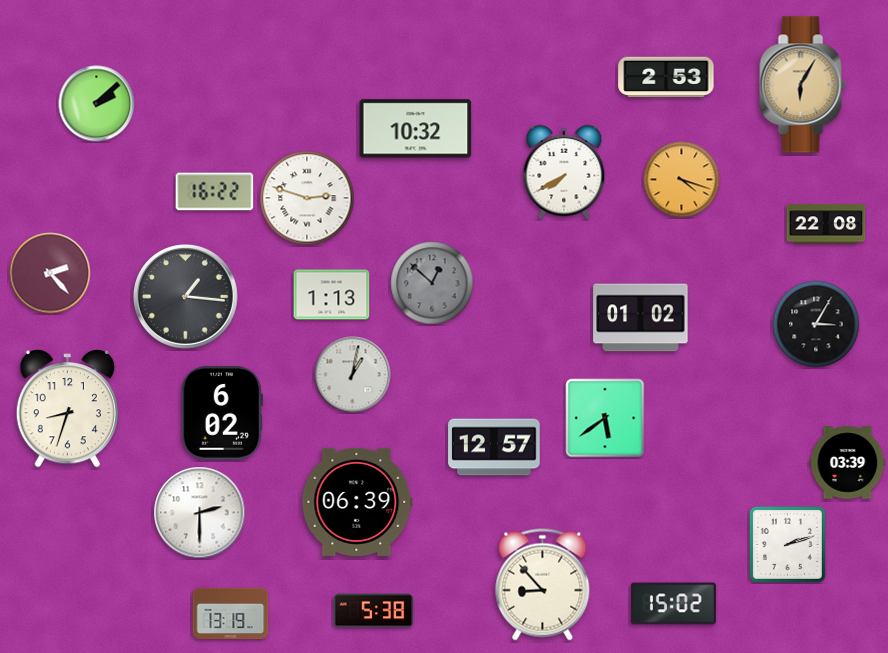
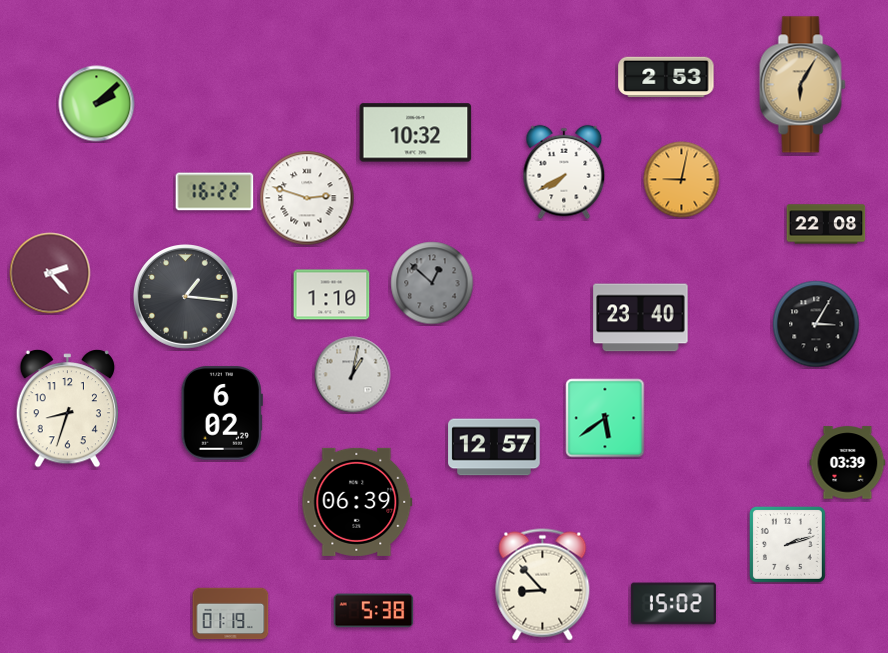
clock at (416, 129) position: (416, 129) -> (416, 133)
clock at (682, 180): 4:18 -> 9:02
clock at (332, 295): 1:13 -> 1:10
clock at (641, 318): 01:02 -> 23:40
clock at (200, 513): 2:30 -> none
clock at (231, 614): 13:19 -> 01:19
